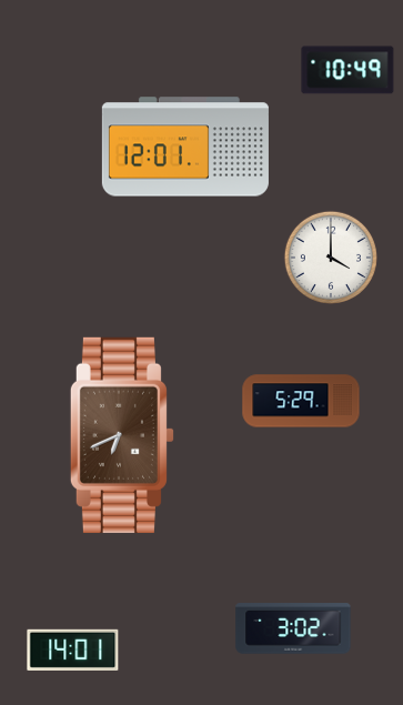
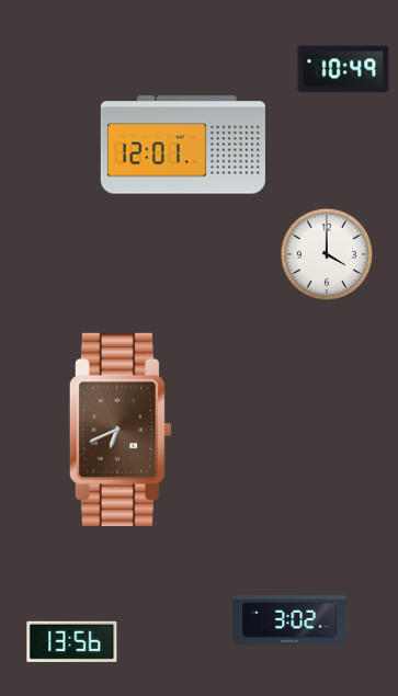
clock at (301, 401): 5:29 -> none
clock at (73, 649): 14:01 -> 13:56
